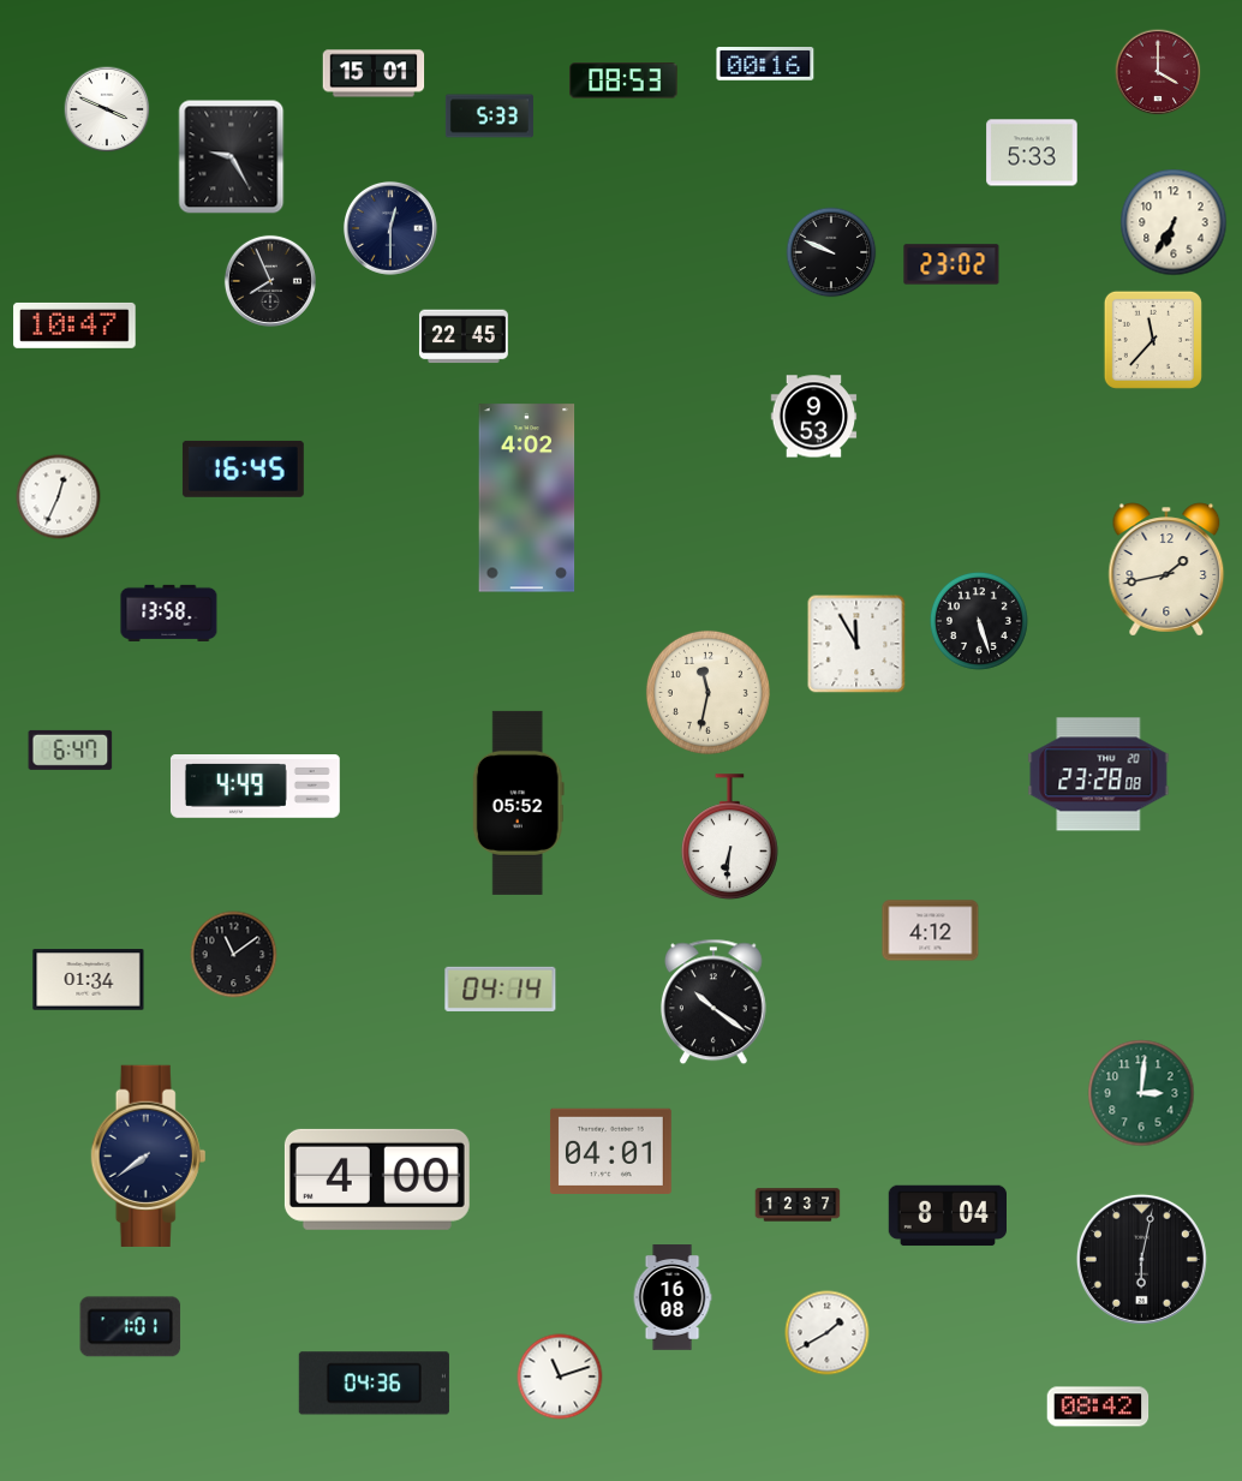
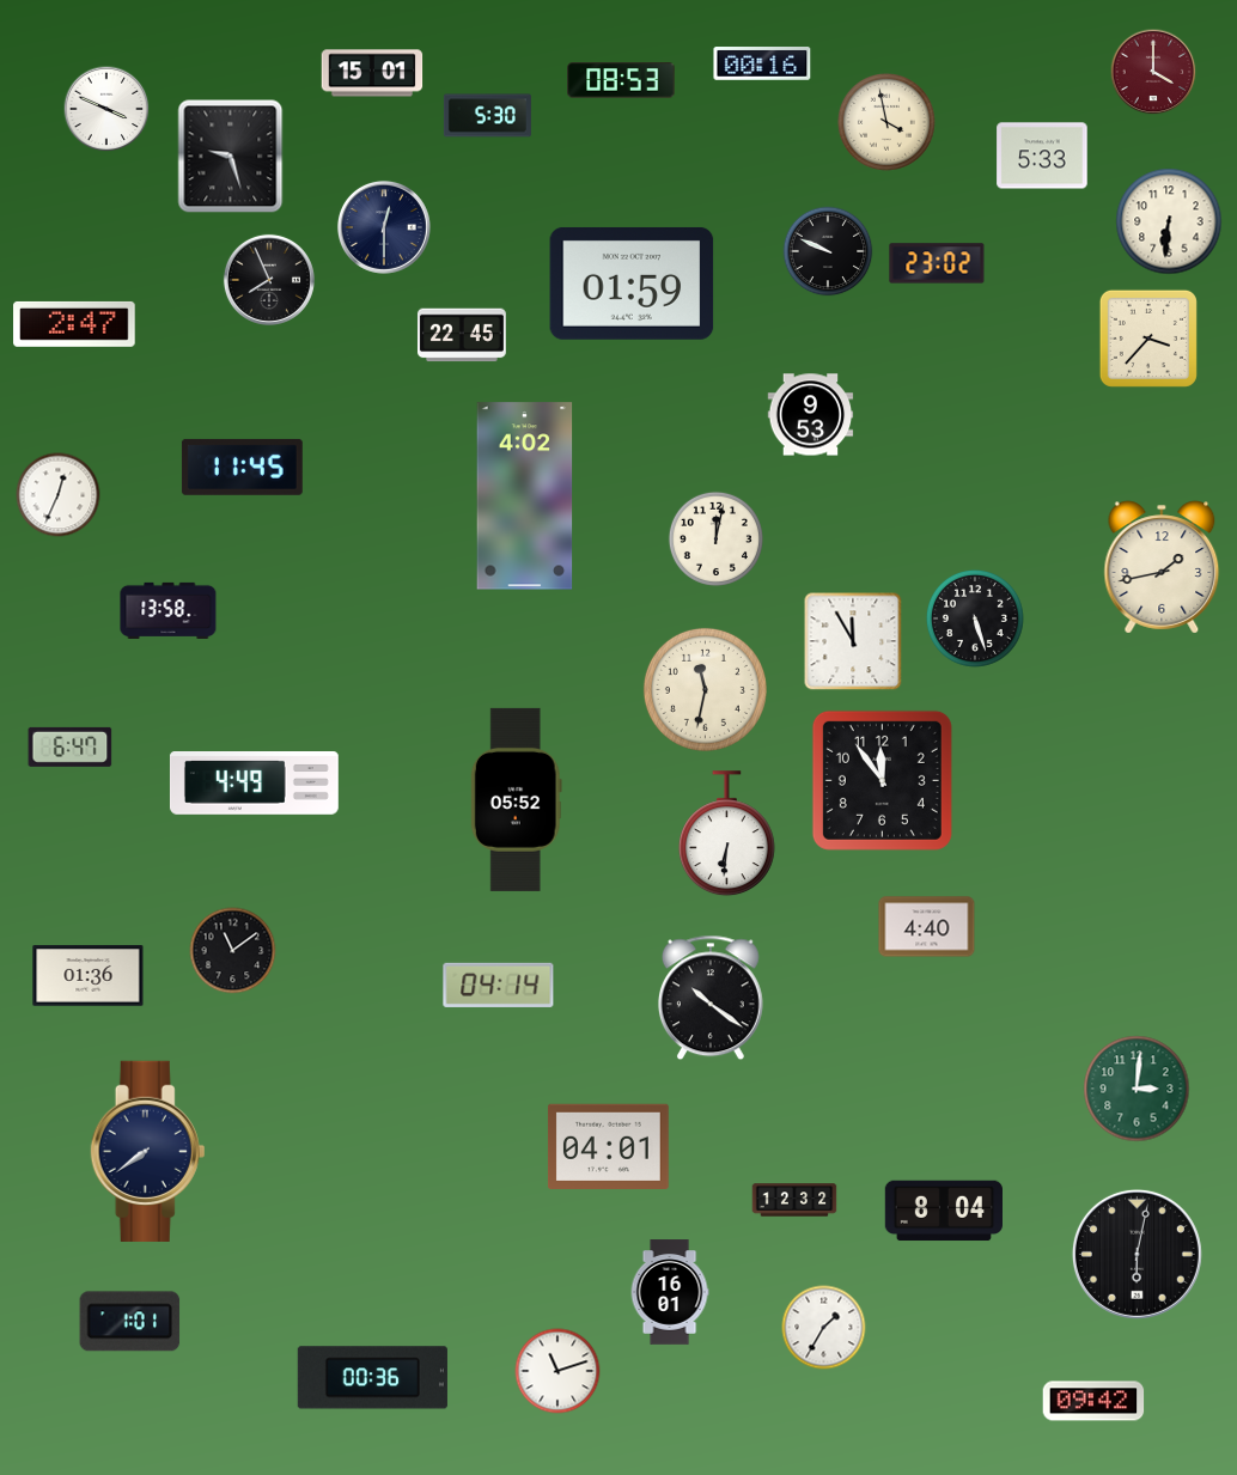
clock at (489, 117): 5:33 -> 5:30
clock at (886, 122): none -> 3:58
clock at (1032, 153) position: (1032, 153) -> (1042, 156)
clock at (232, 157): 9:25 -> 9:27
clock at (1174, 222): 6:35 -> 6:31
clock at (390, 228) position: (390, 228) -> (384, 227)
clock at (951, 264) position: (951, 264) -> (937, 263)
clock at (632, 284): none -> 01:59
clock at (74, 326): 10:47 -> 2:47
clock at (1153, 340): 11:37 -> 3:37
clock at (243, 468): 16:45 -> 11:45
clock at (715, 538): none -> 12:02
clock at (1099, 775): 23:28 -> none
clock at (882, 780): none -> 11:54
clock at (931, 931): 4:12 -> 4:40
clock at (89, 980): 01:34 -> 01:36
clock at (377, 1180): 4:00 -> none
clock at (798, 1205): 12:37 -> 12:32
clock at (673, 1297): 16:08 -> 16:01
clock at (828, 1333): 1:40 -> 1:35
clock at (374, 1384): 04:36 -> 00:36
clock at (1098, 1407): 08:42 -> 09:42
